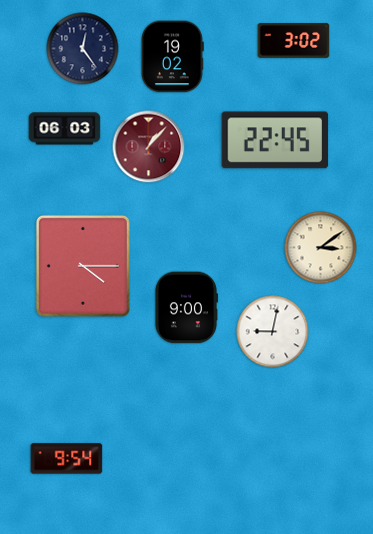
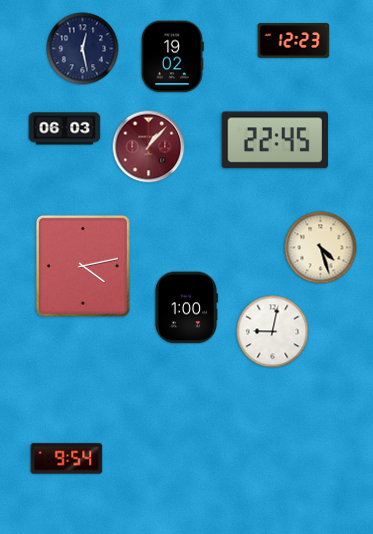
clock at (294, 41): 3:02 -> 12:23
clock at (83, 49): 12:24 -> 12:28
clock at (321, 248): 3:09 -> 4:27
clock at (83, 266): 4:15 -> 4:13
clock at (186, 308): 9:00 -> 1:00
